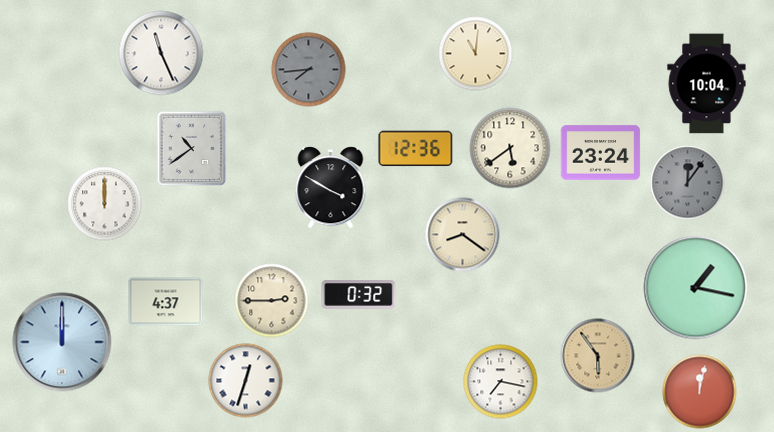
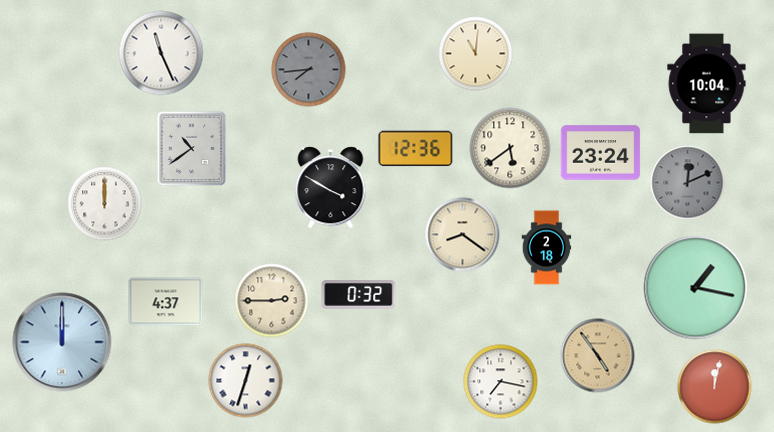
clock at (688, 183): 12:06 -> 12:11
clock at (547, 248): none -> 2:18
clock at (598, 356): 5:54 -> 4:54
clock at (700, 392) position: (700, 392) -> (715, 387)
